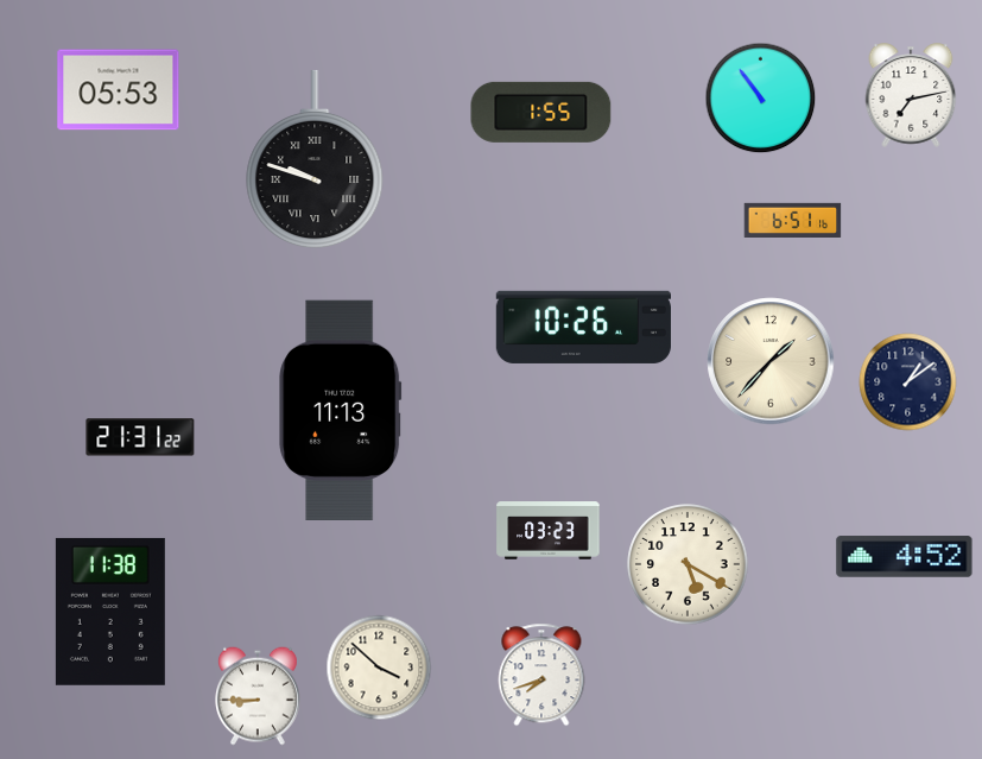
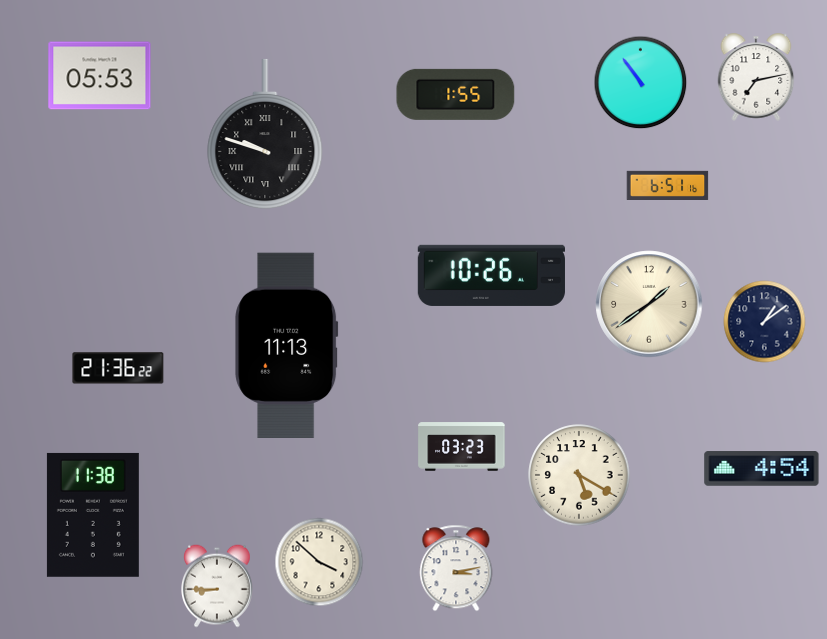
clock at (911, 95) position: (911, 95) -> (756, 77)
clock at (771, 361): 1:37 -> 1:39
clock at (140, 437): 21:31 -> 21:36
clock at (905, 557): 4:52 -> 4:54
clock at (541, 675): 7:42 -> 3:13
